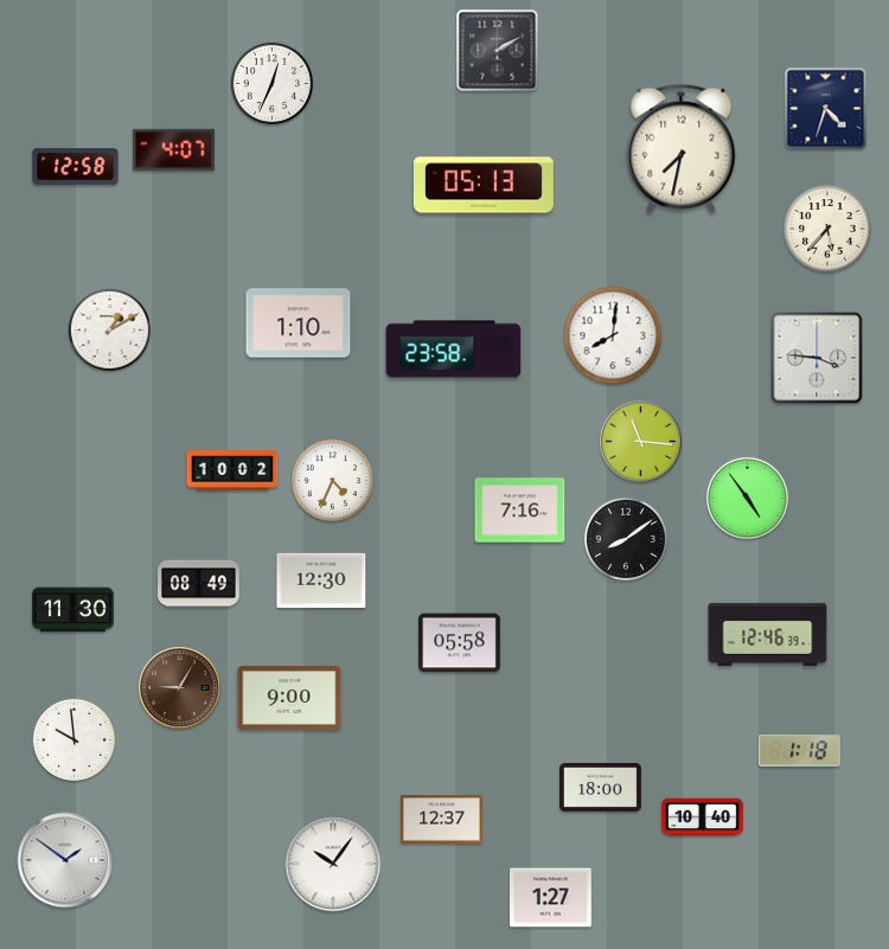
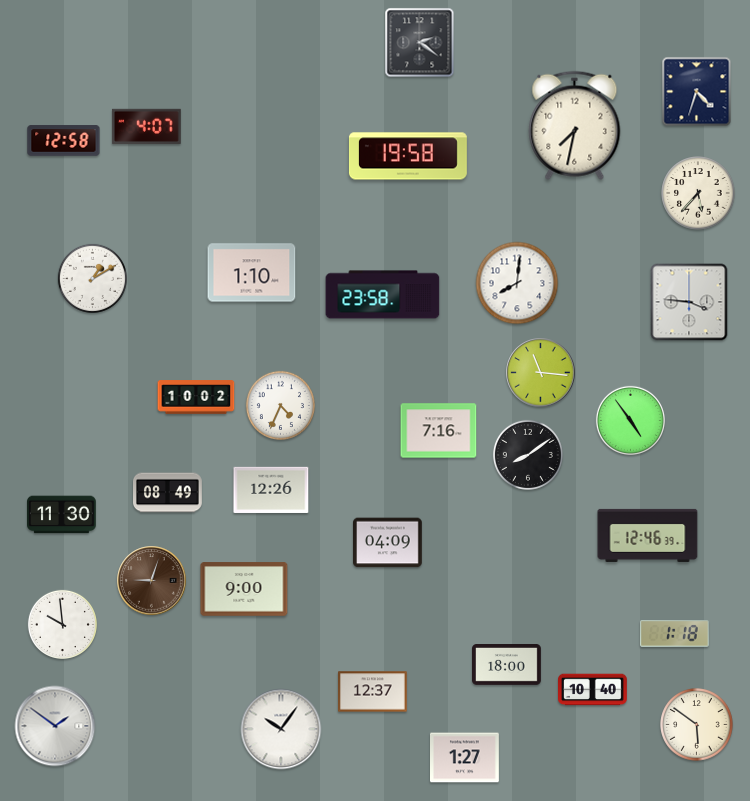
clock at (498, 51): 2:10 -> 2:21
clock at (271, 83): 12:34 -> none
clock at (484, 185): 05:13 -> 19:58
clock at (321, 579): 12:30 -> 12:26
clock at (460, 643): 05:58 -> 04:09
clock at (180, 688): 9:05 -> 9:03
clock at (697, 725): none -> 5:51
